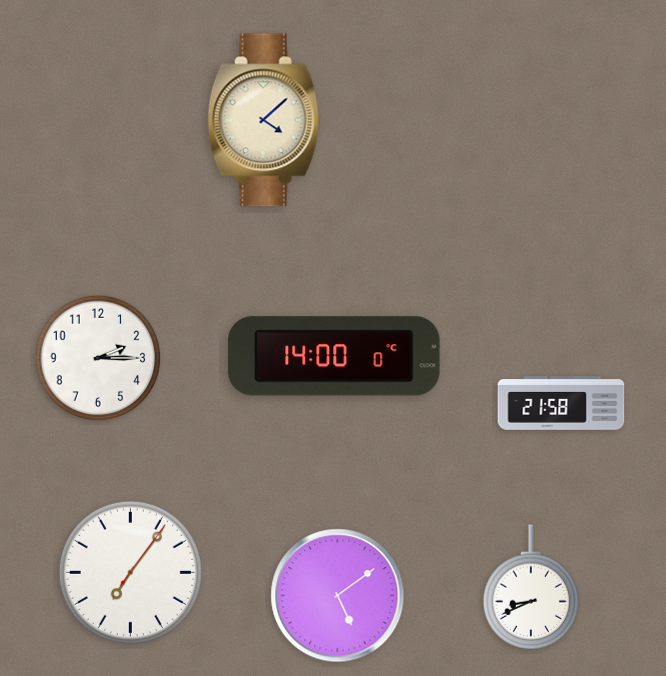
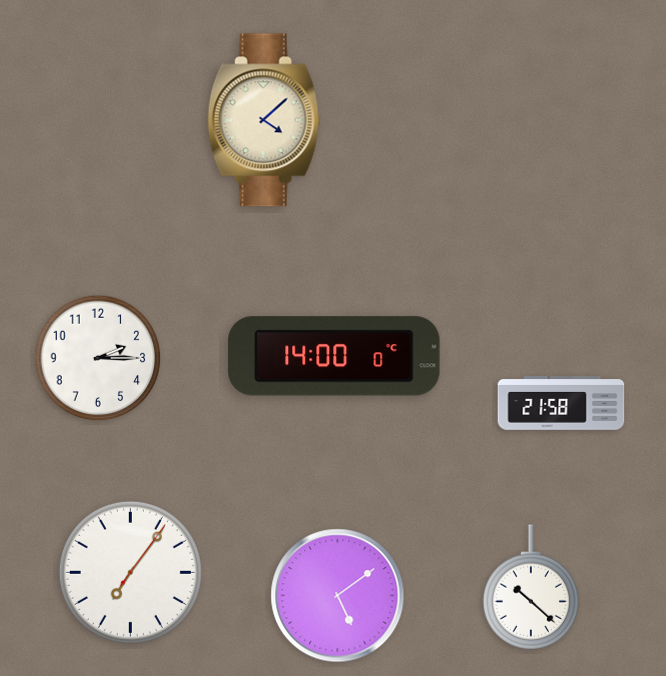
clock at (531, 587): 8:41 -> 10:22
